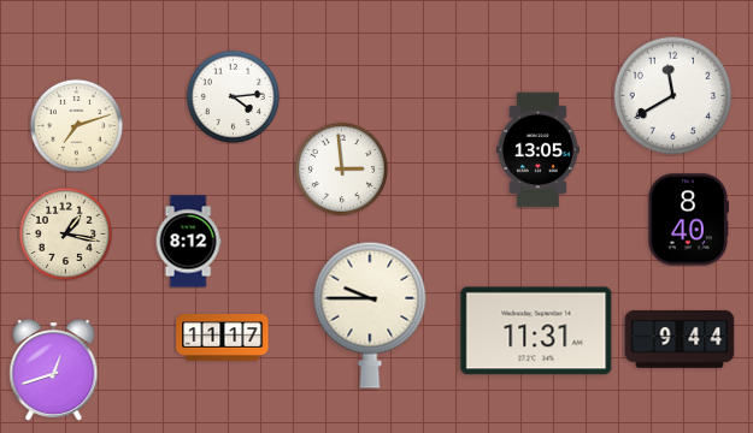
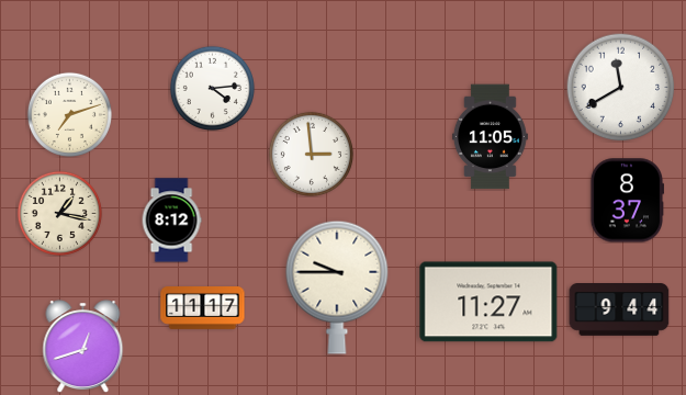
clock at (673, 96) position: (673, 96) -> (621, 88)
clock at (537, 150): 13:05 -> 11:05
clock at (688, 220): 8:40 -> 8:37
clock at (536, 331): 11:31 -> 11:27
clock at (54, 370) position: (54, 370) -> (83, 347)
